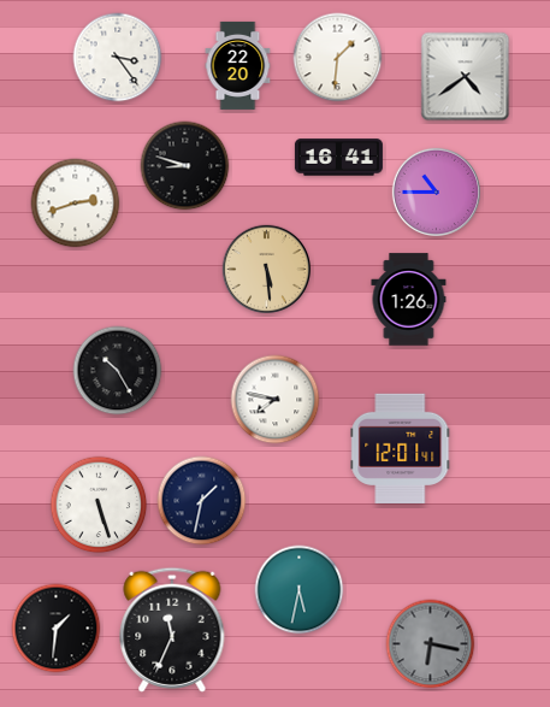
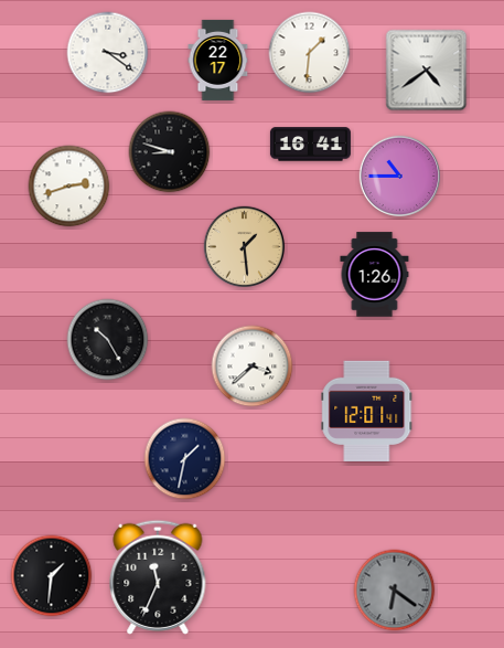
clock at (118, 58): 3:24 -> 3:21
clock at (238, 65): 22:20 -> 22:17
clock at (266, 269): 5:29 -> 1:29
clock at (276, 400): 7:47 -> 3:38
clock at (99, 505): 5:27 -> none
clock at (300, 590): 5:32 -> none
clock at (431, 644): 6:17 -> 6:21
